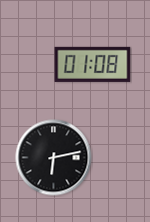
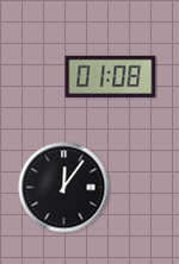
clock at (54, 158): 6:13 -> 12:06
